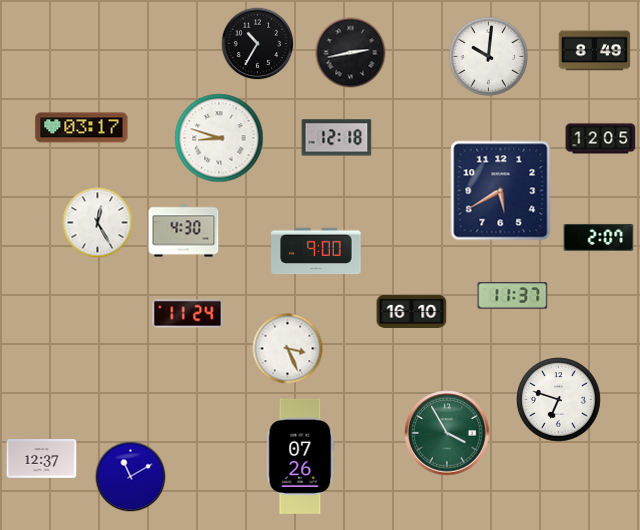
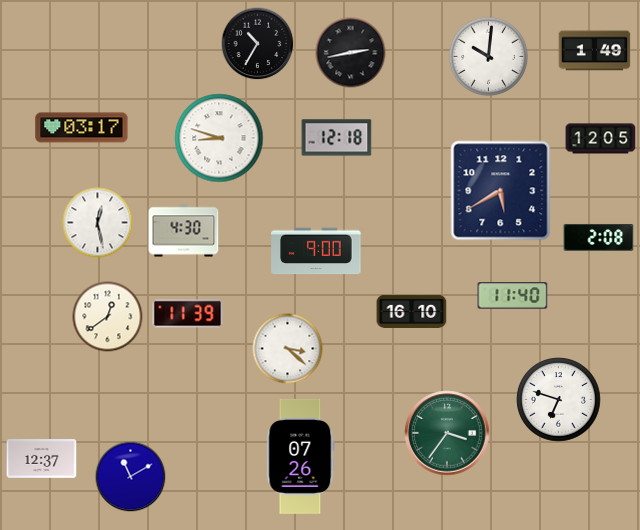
clock at (595, 51): 8:49 -> 1:49
clock at (98, 223): 12:25 -> 12:28
clock at (599, 237): 2:07 -> 2:08
clock at (513, 296): 11:37 -> 11:40
clock at (188, 314): 11:24 -> 11:39
clock at (108, 317): none -> 12:39
clock at (288, 349): 3:26 -> 3:22
clock at (447, 433): 3:55 -> 3:36
